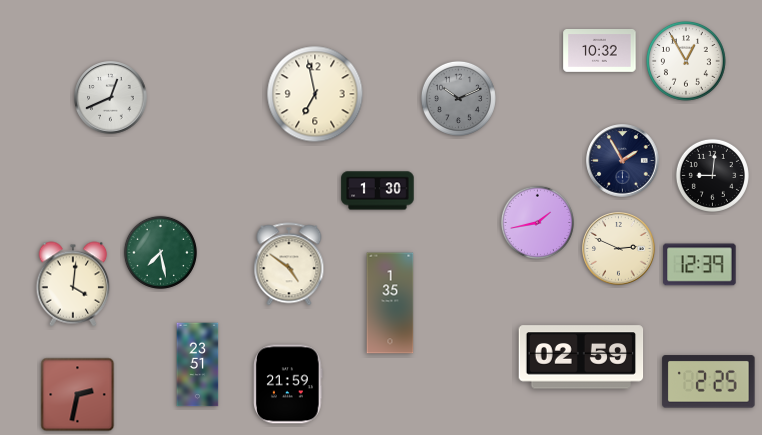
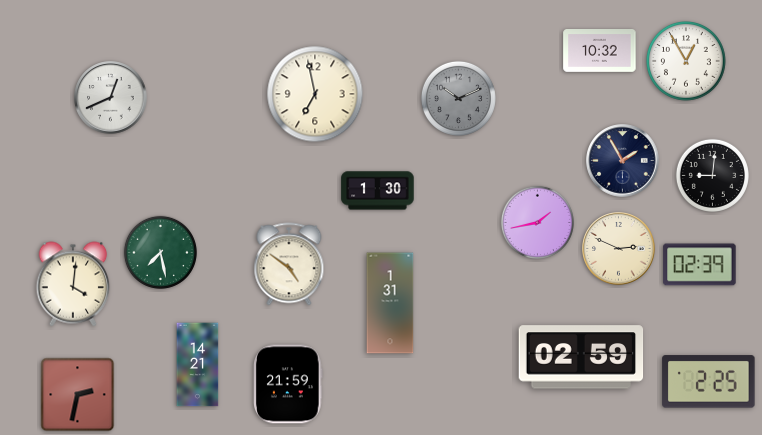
clock at (700, 265): 12:39 -> 02:39
clock at (390, 303): 1:35 -> 1:31
clock at (198, 365): 23:51 -> 14:21
